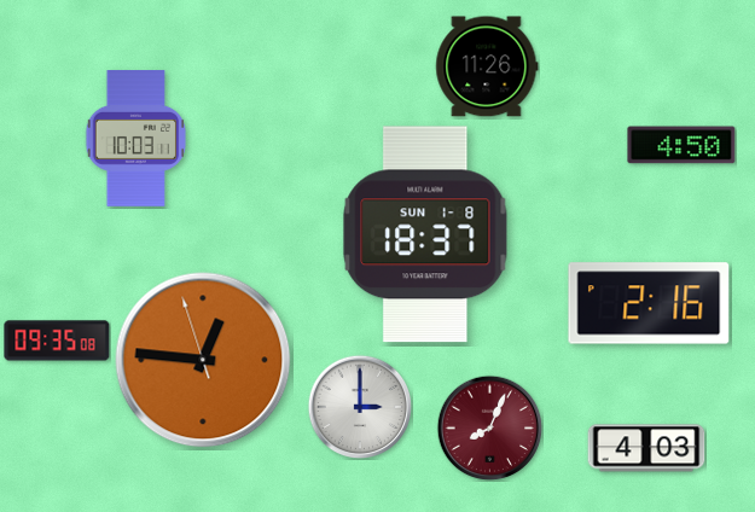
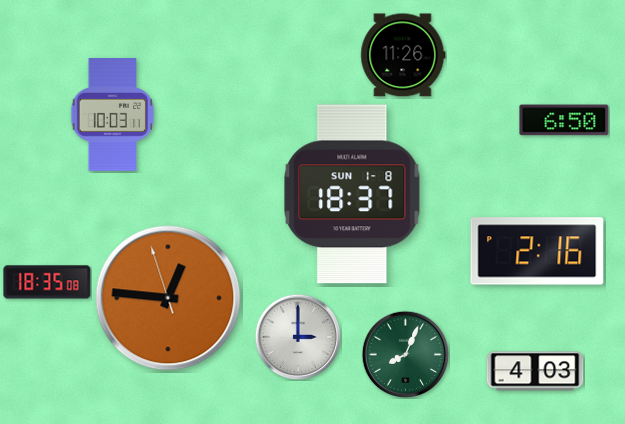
clock at (681, 145): 4:50 -> 6:50
clock at (57, 341): 09:35 -> 18:35
clock at (489, 427) dial: burgundy -> green
